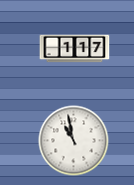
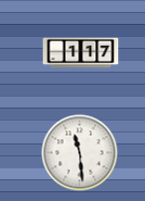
clock at (74, 141): 10:58 -> 11:29
